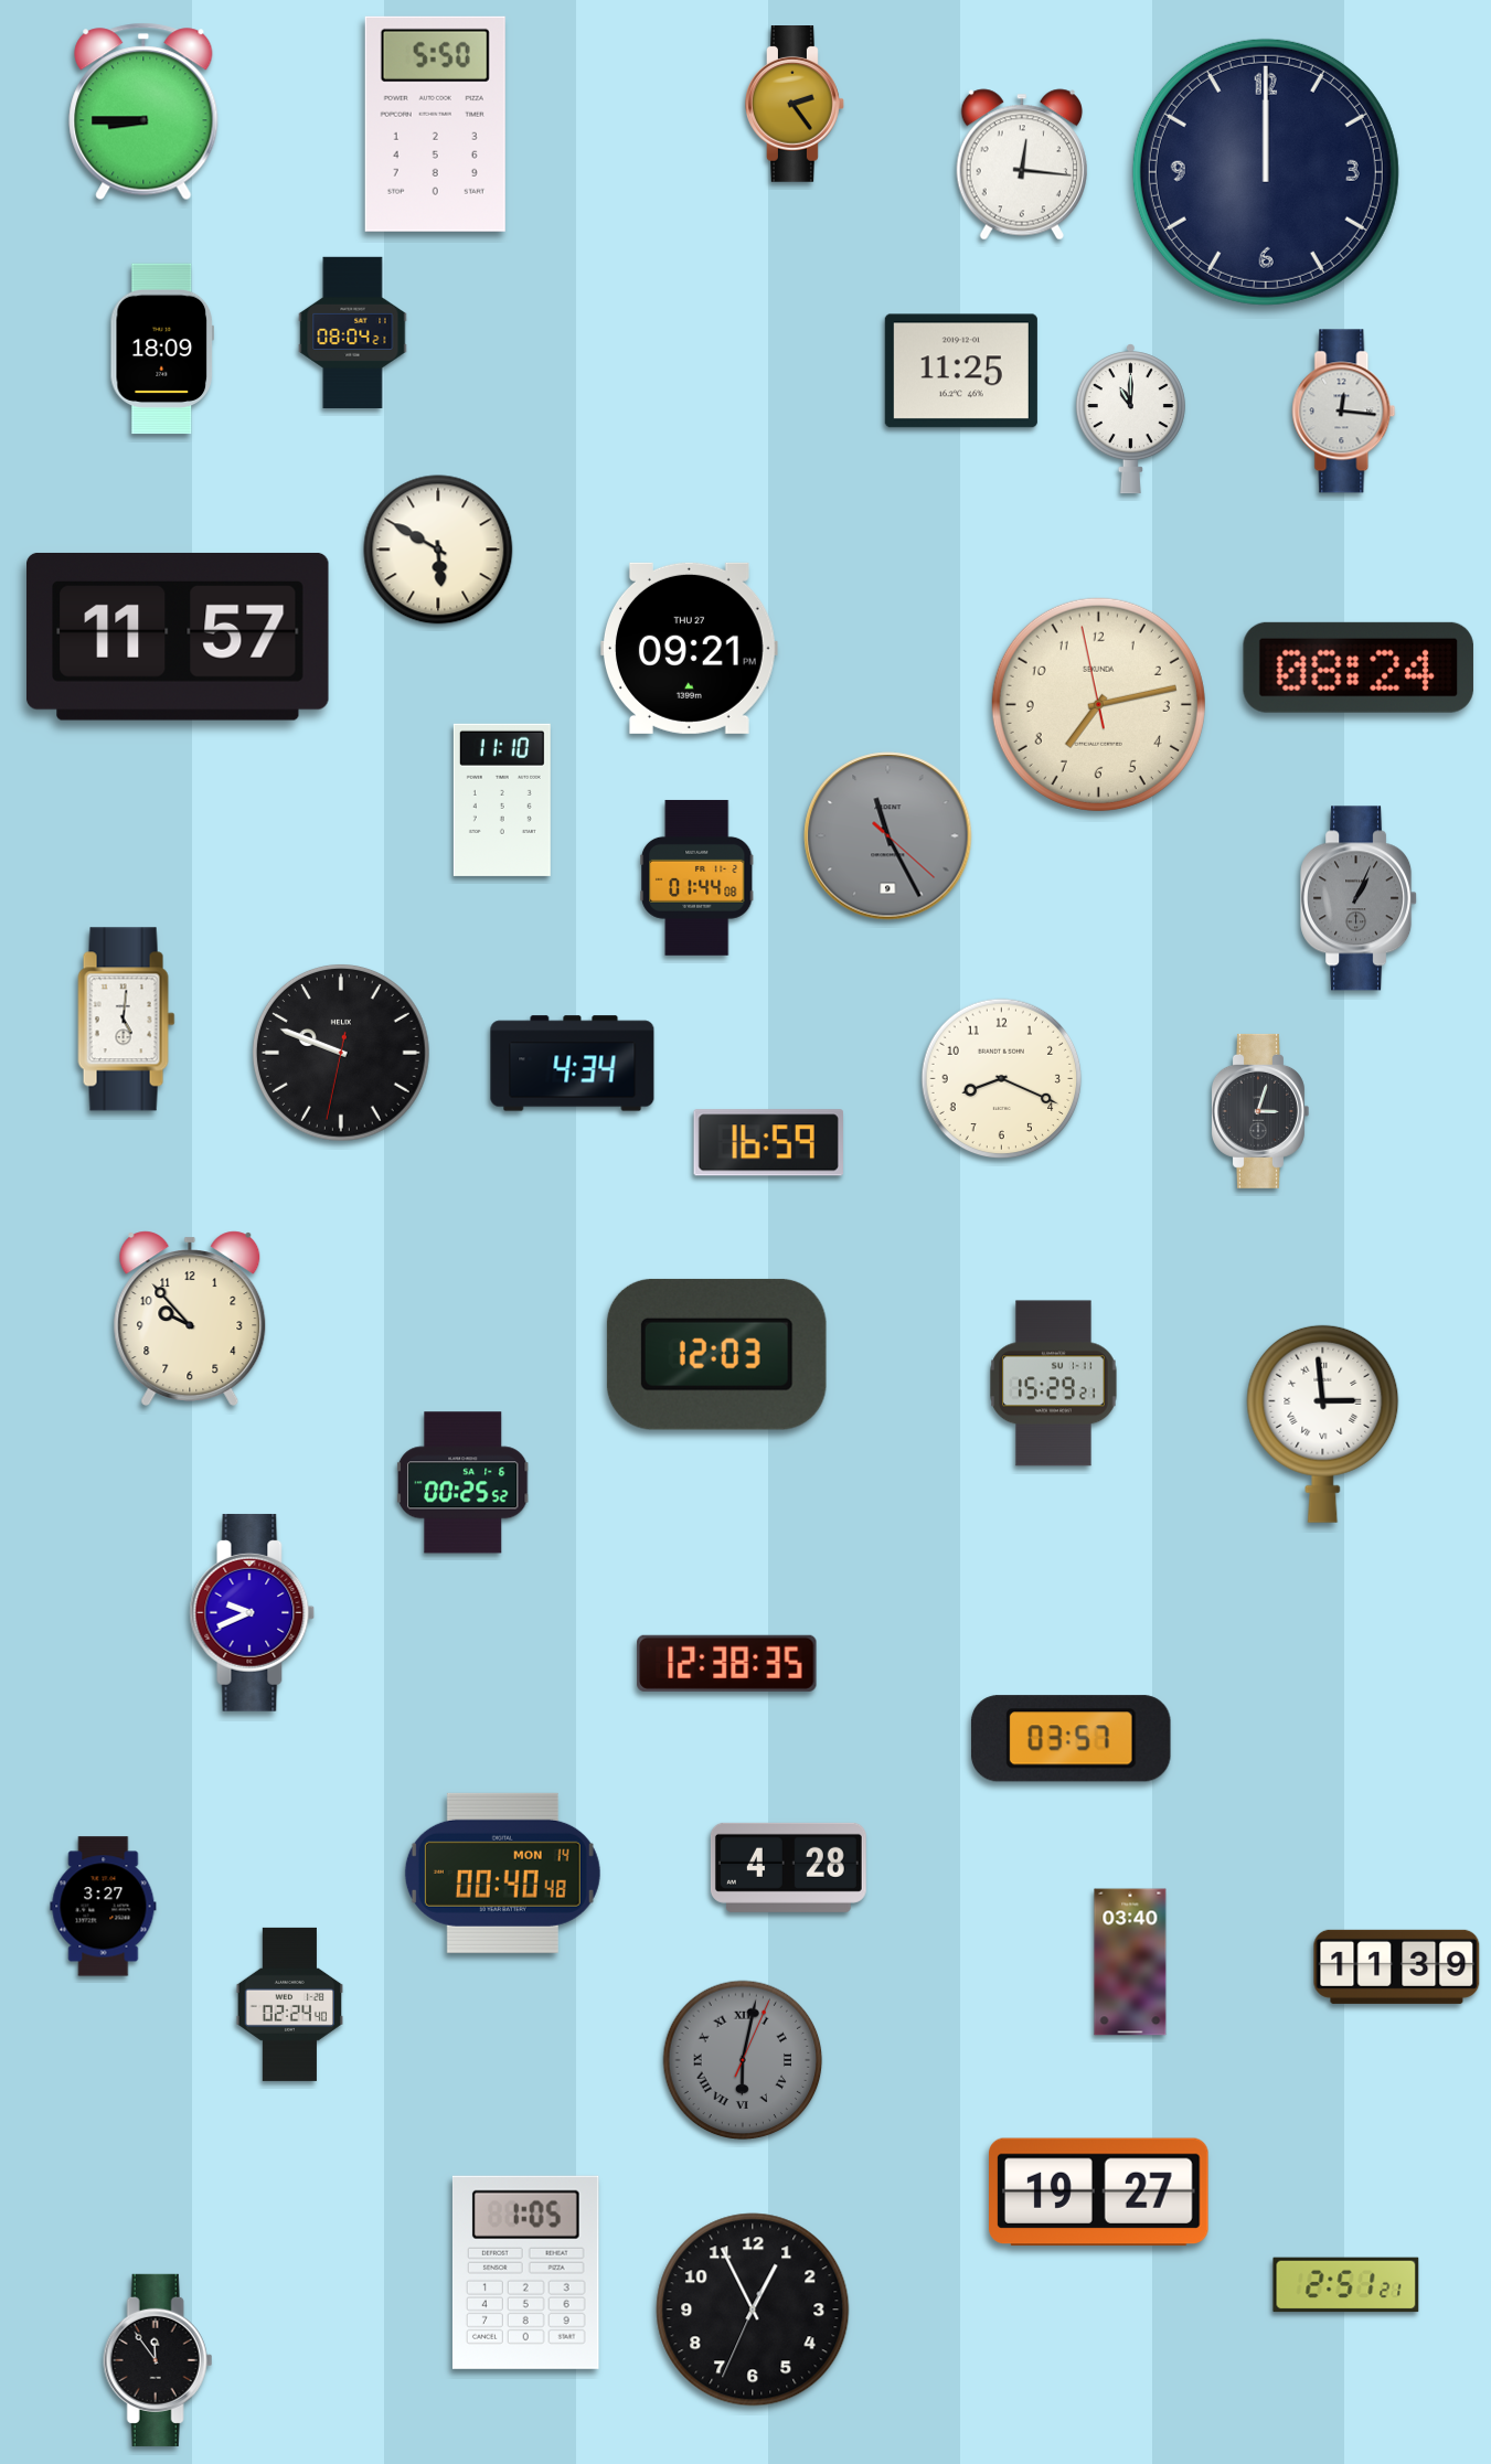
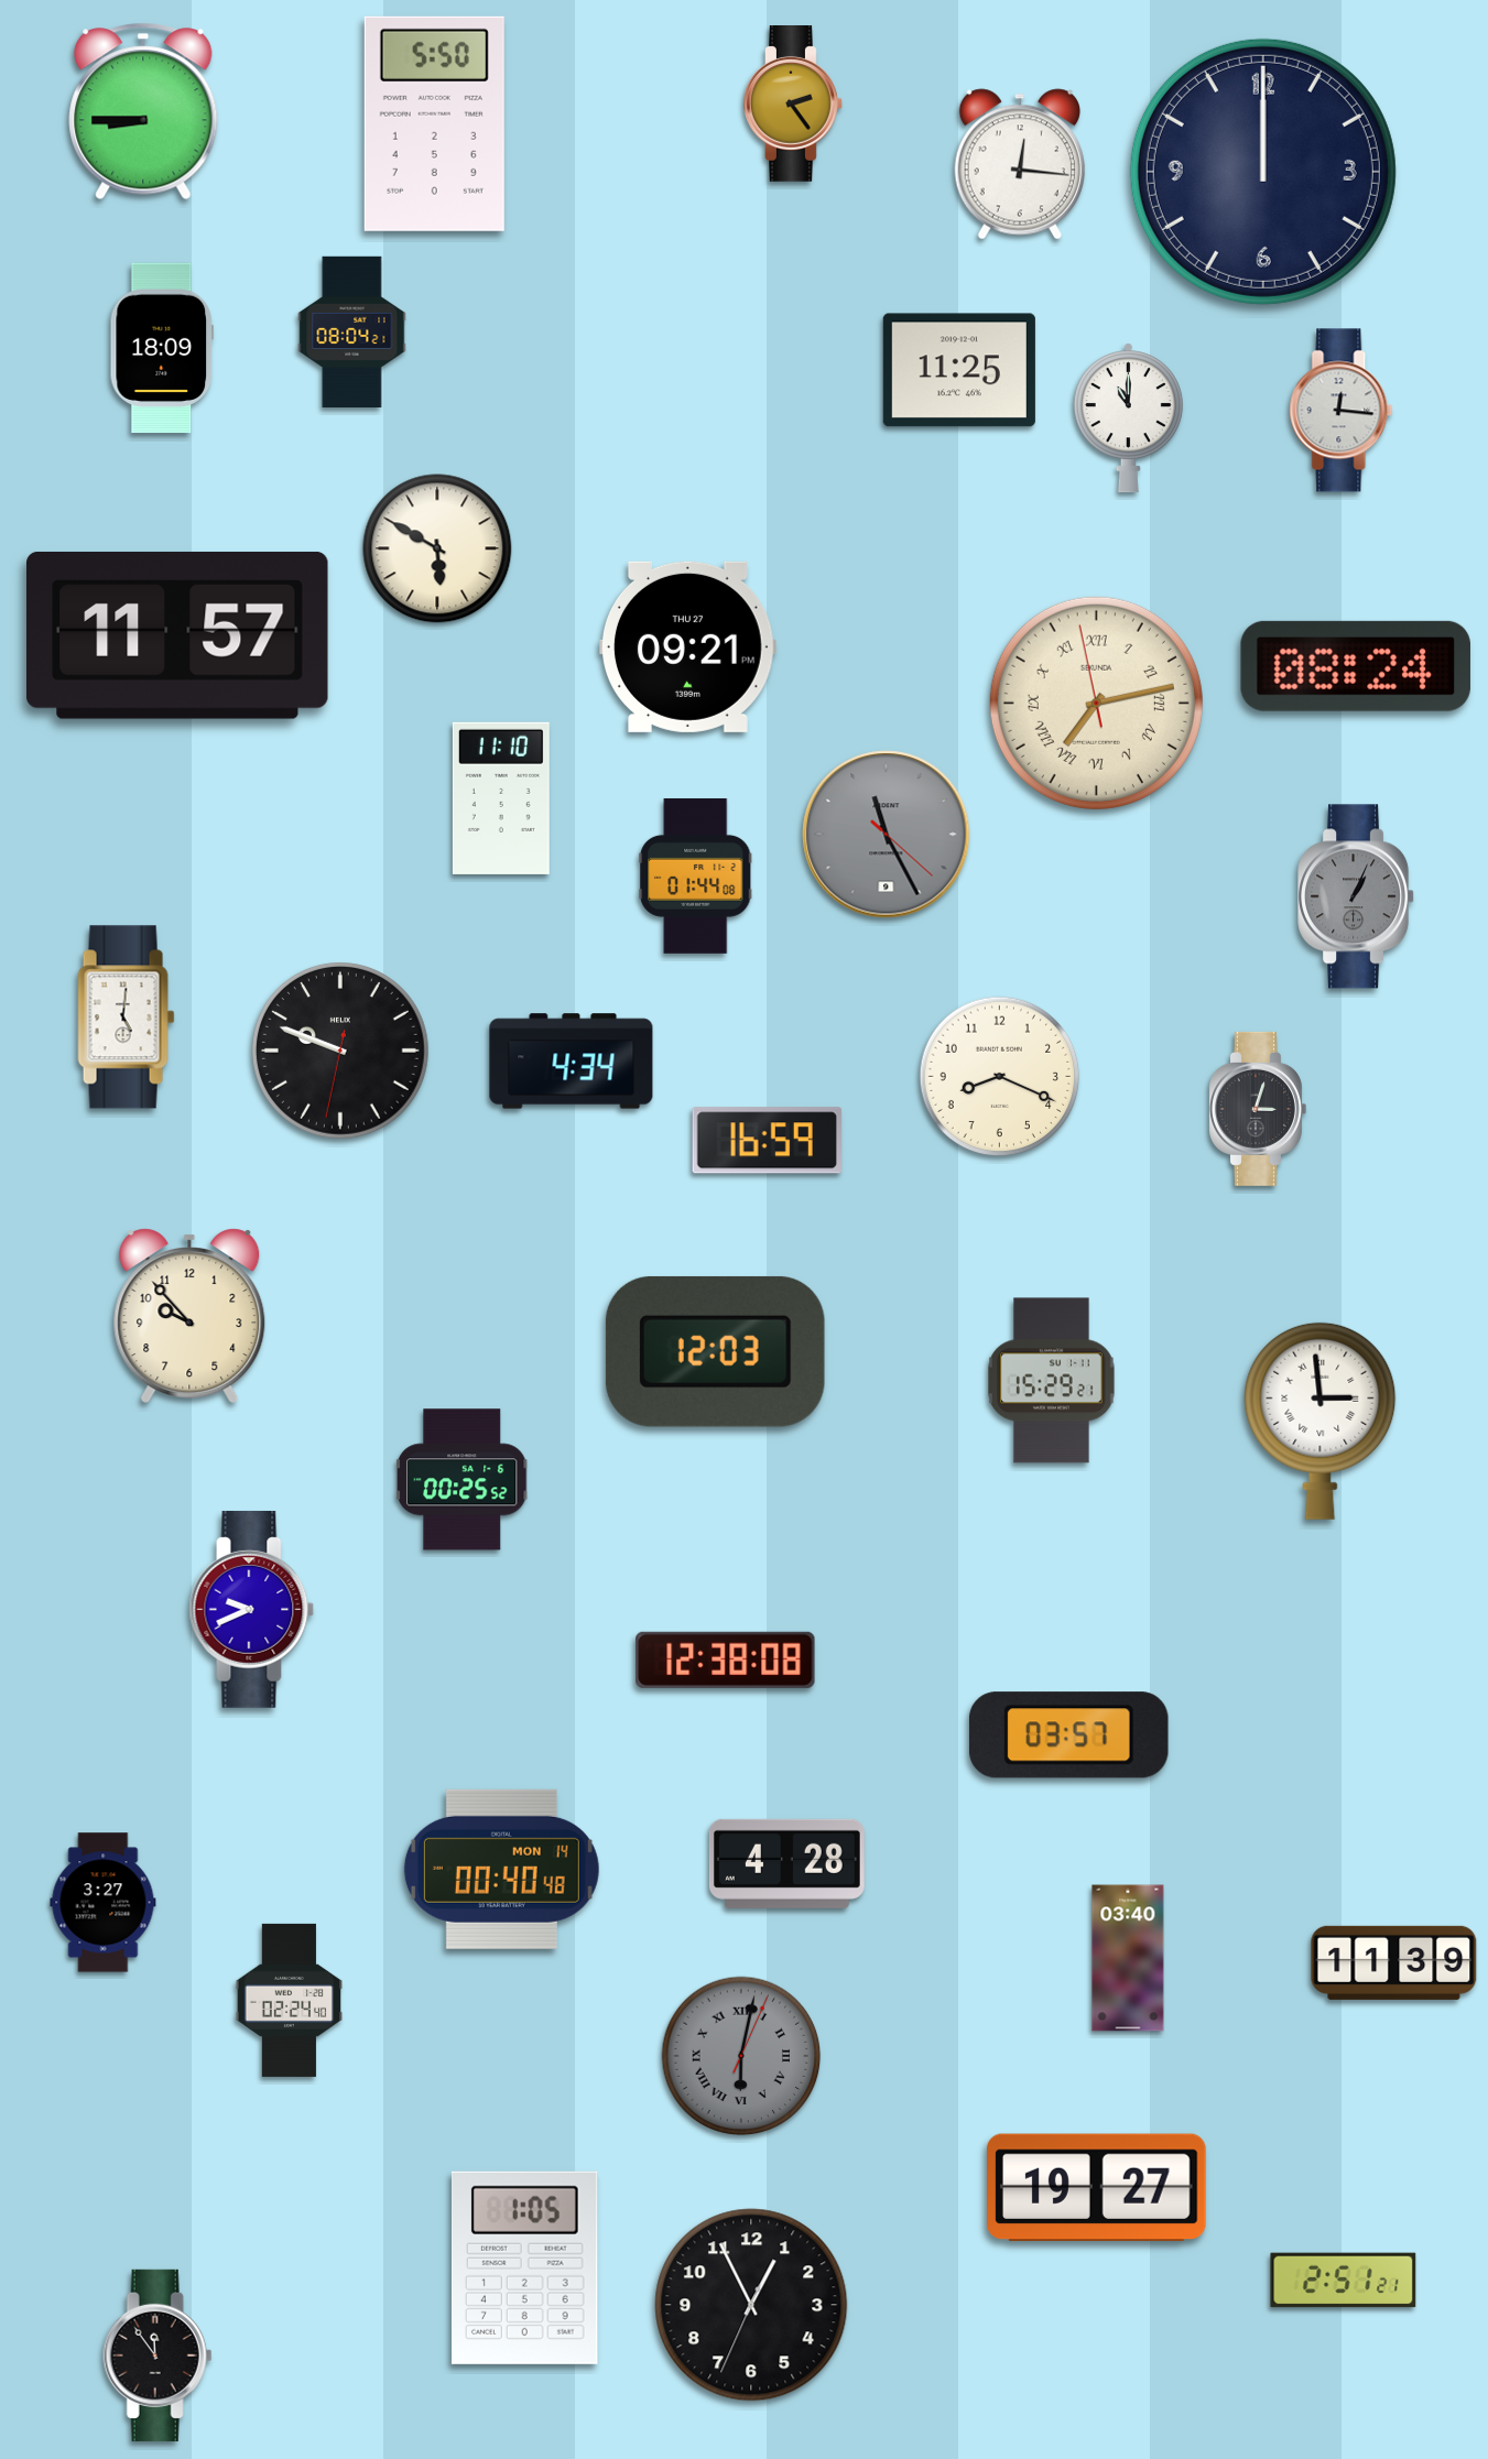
clock at (1098, 704) numerals: Arabic -> Roman
clock at (727, 1663): 12:38:35 -> 12:38:08
